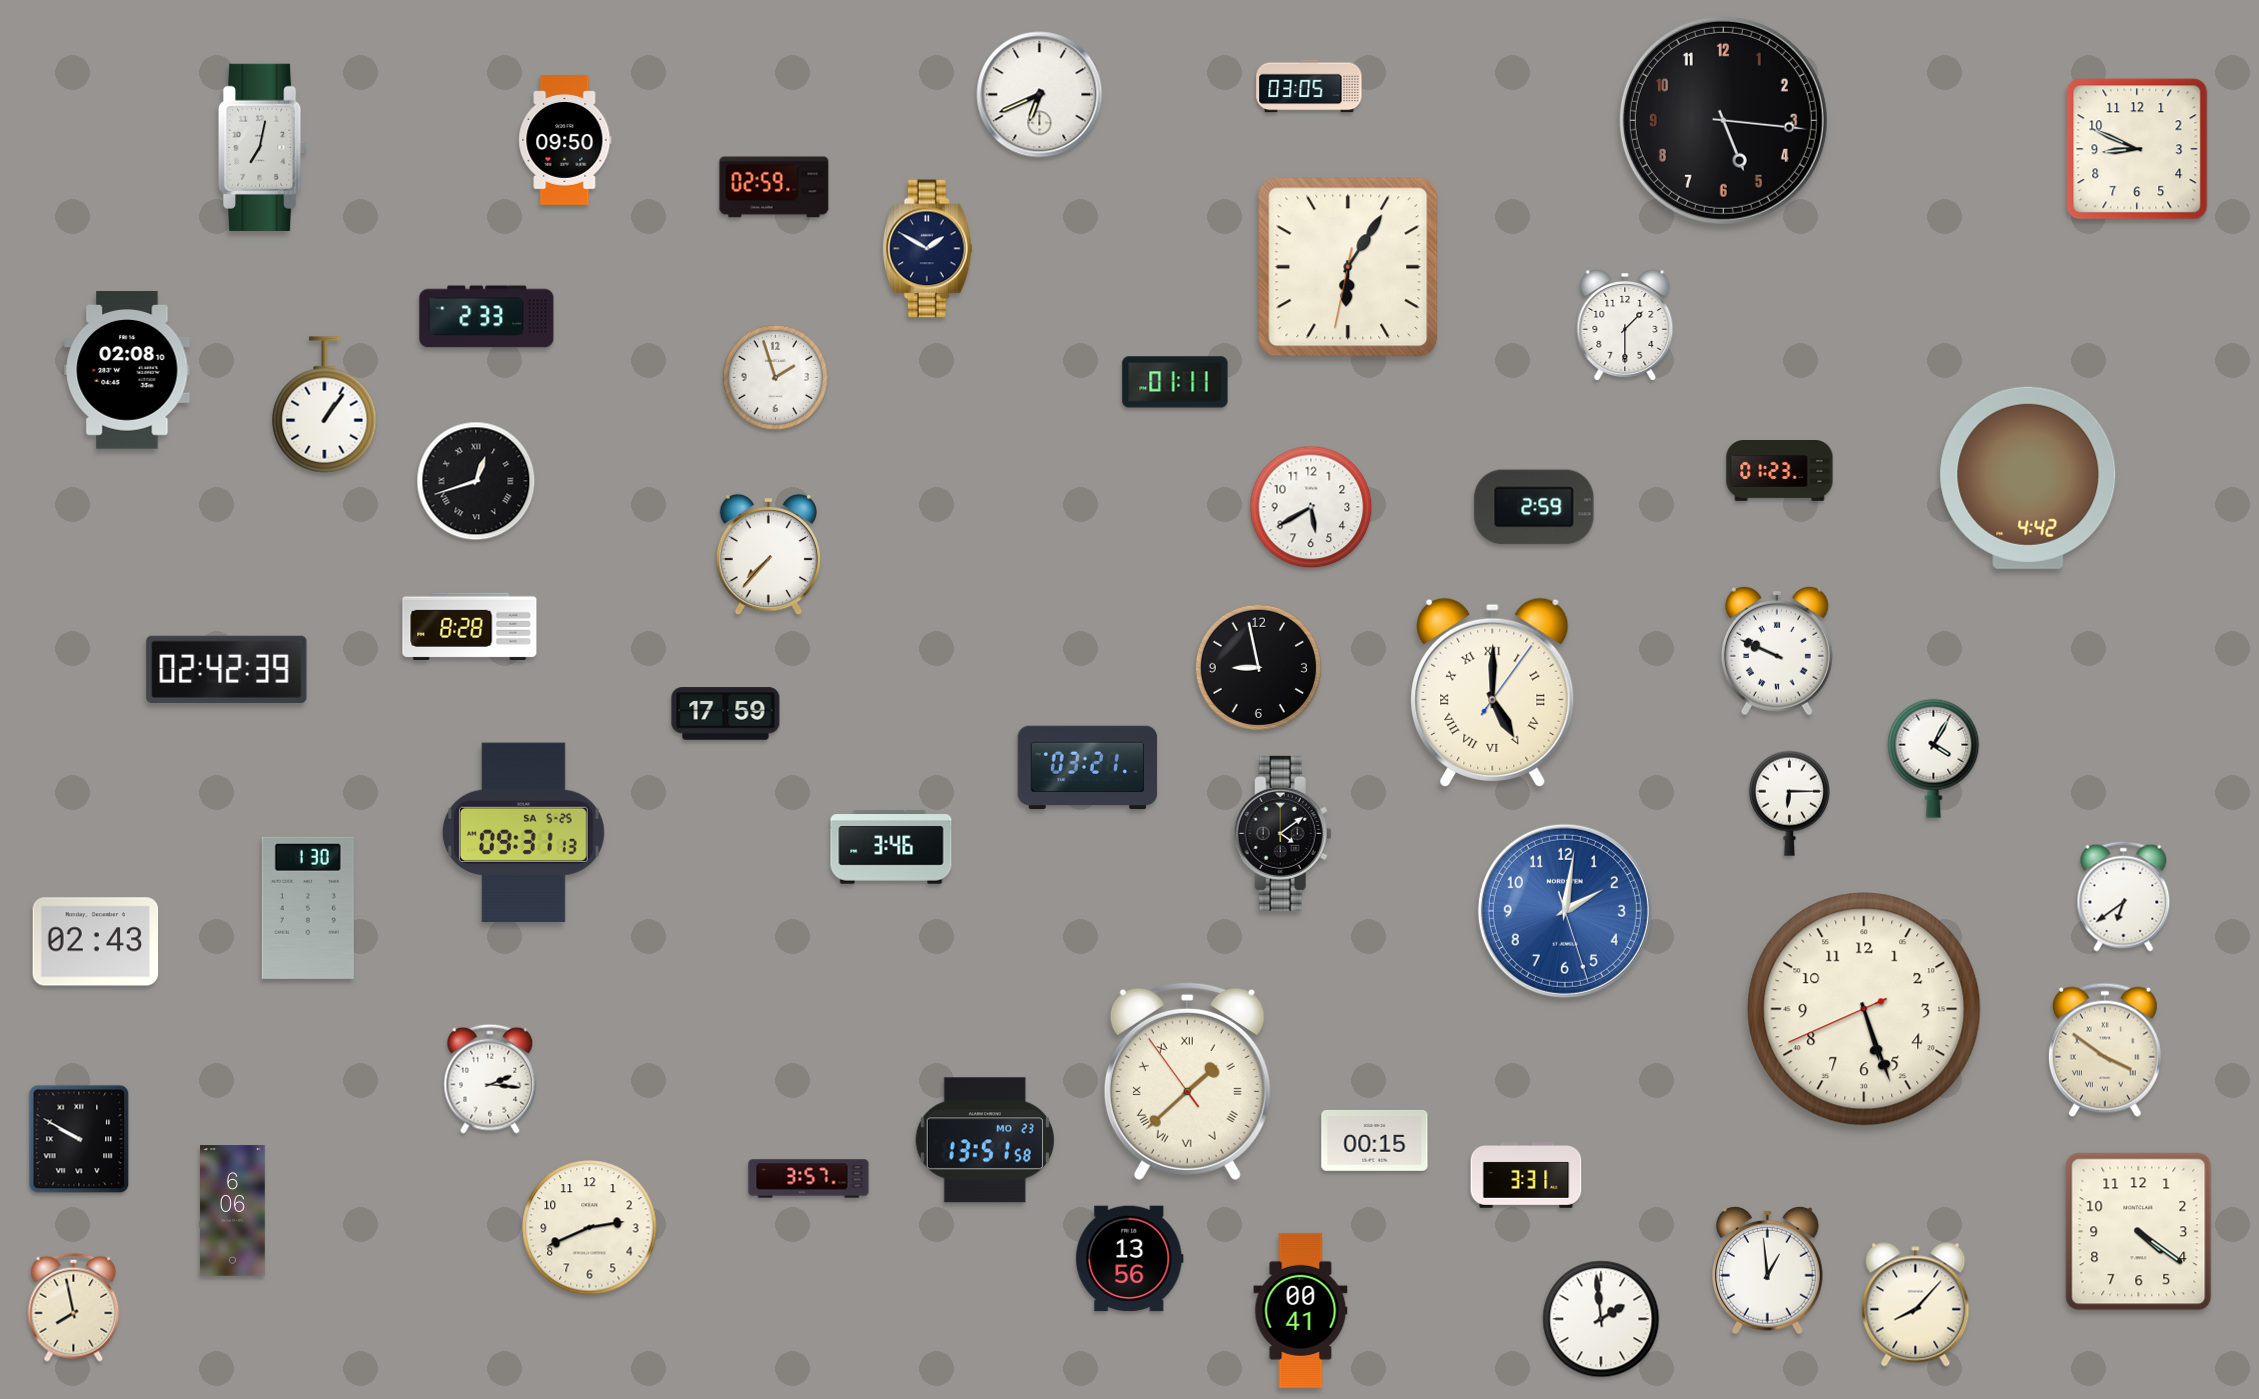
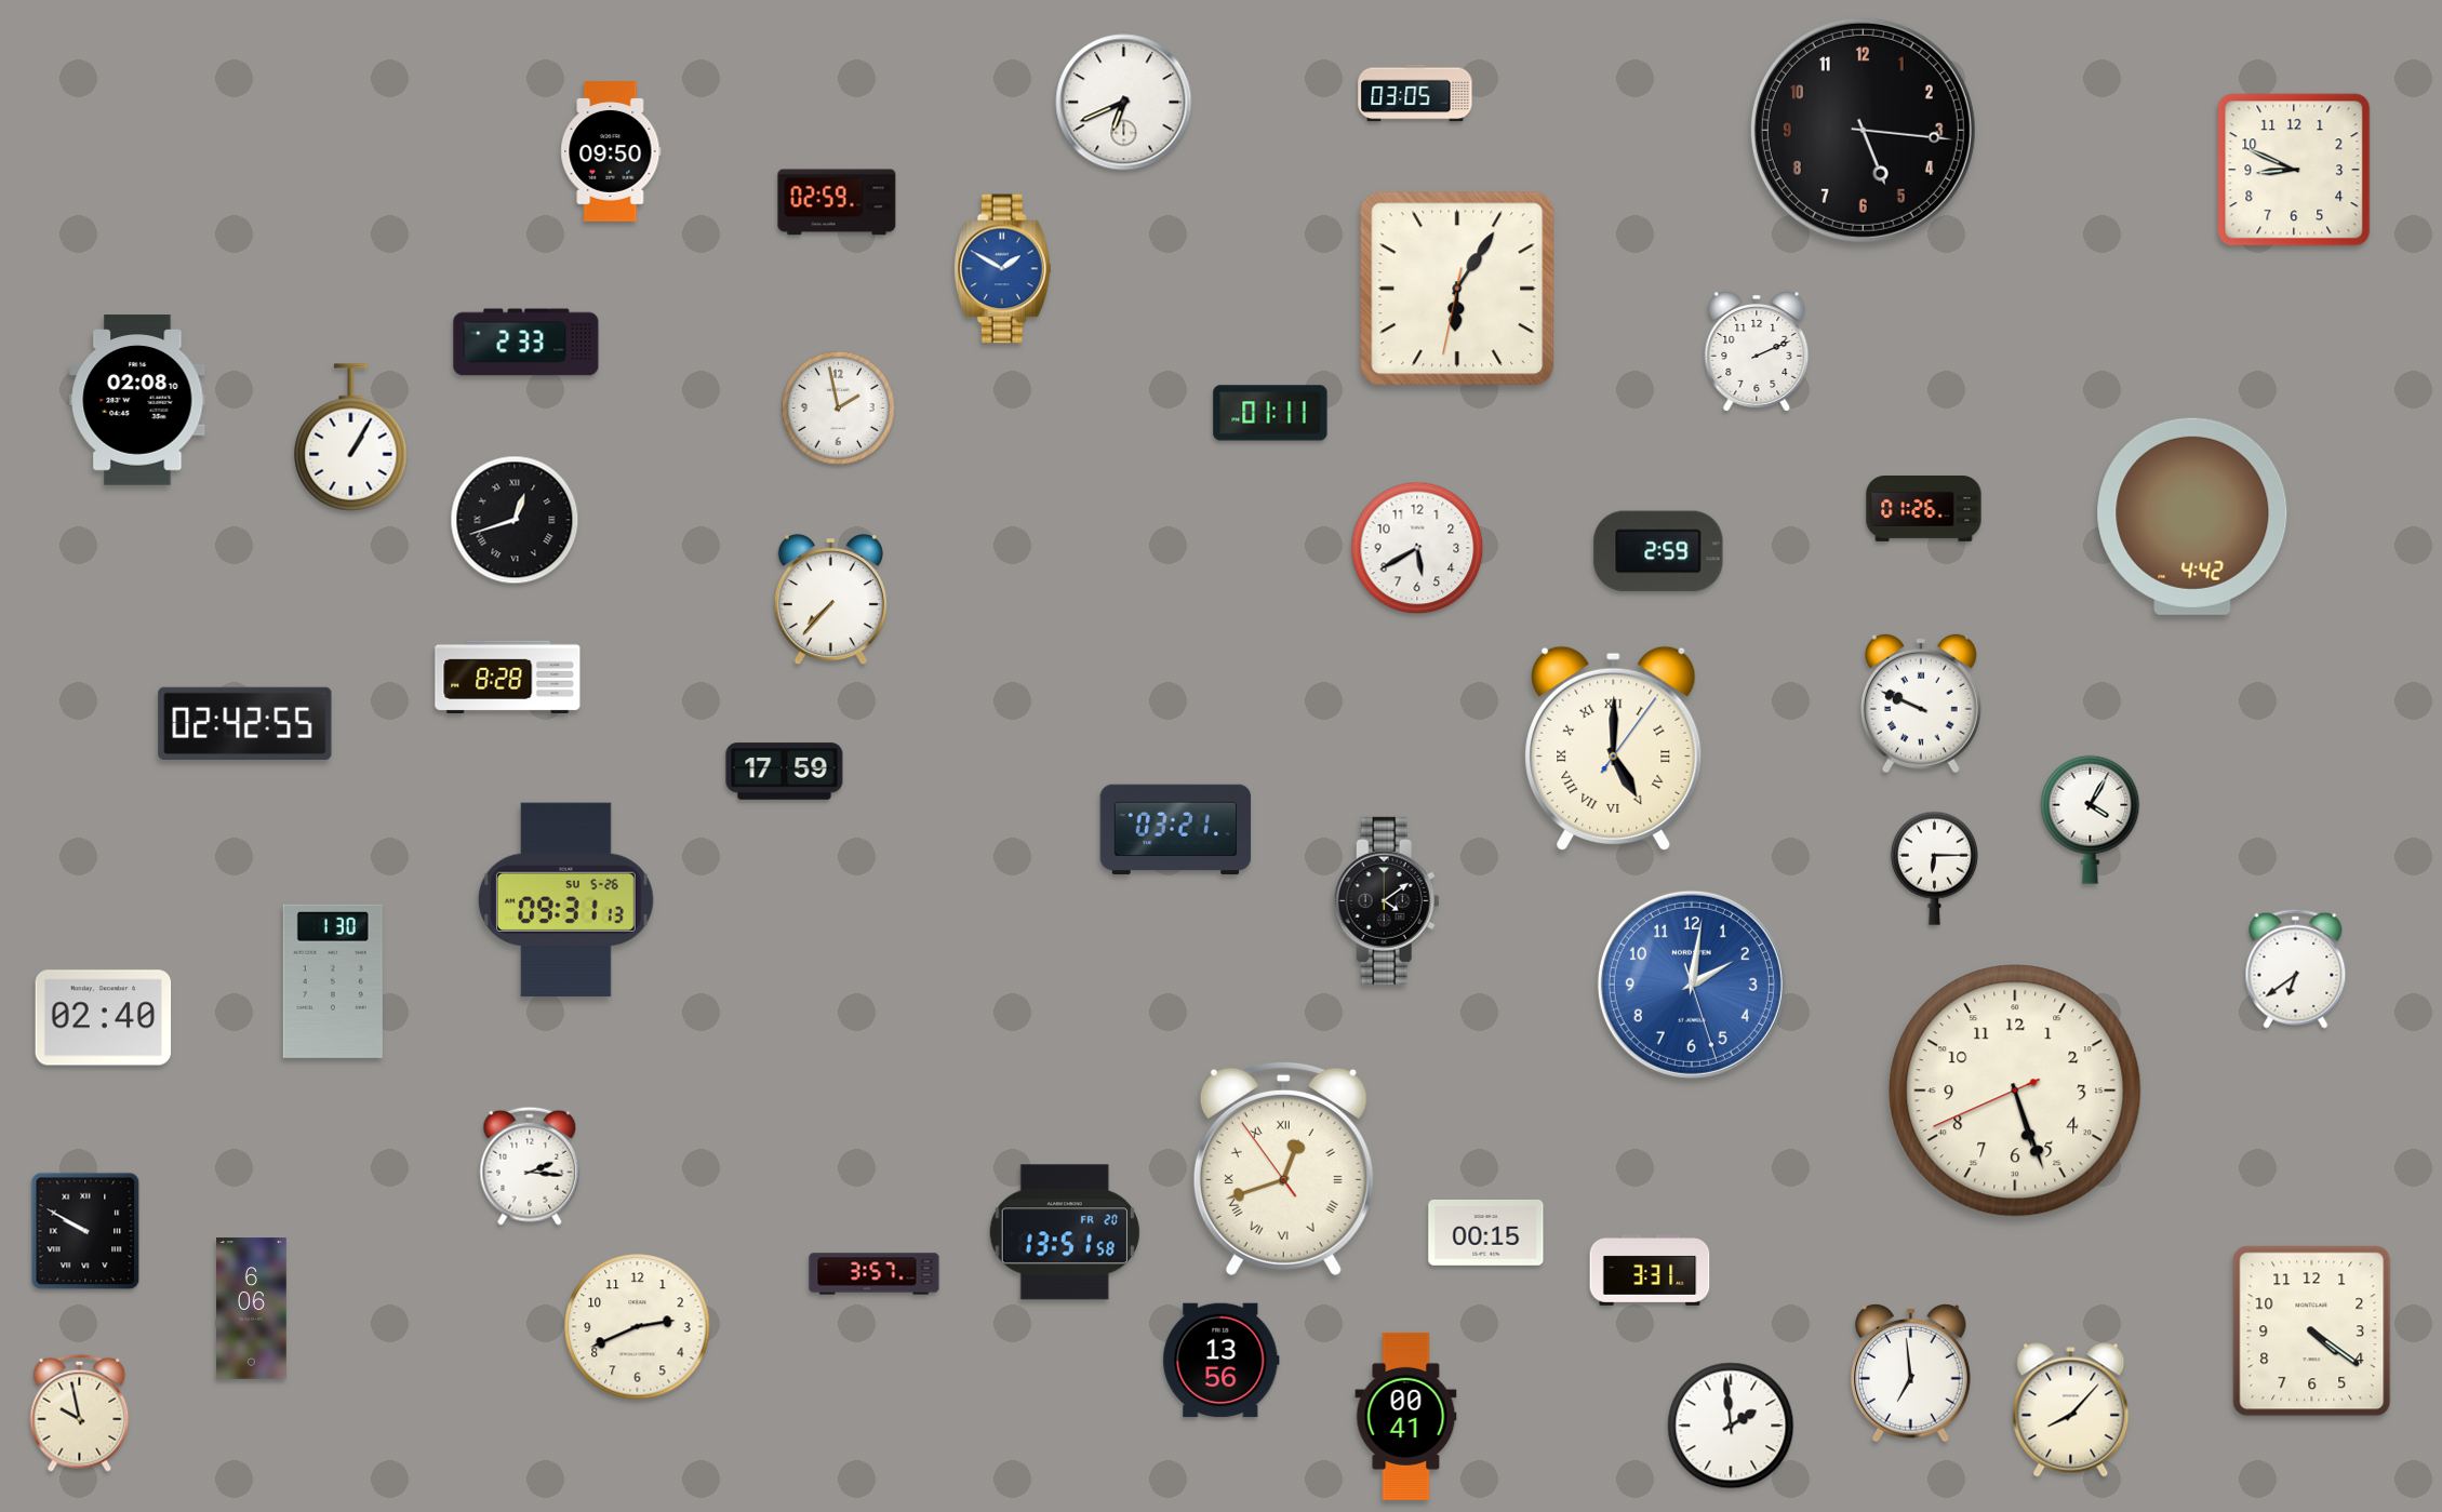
clock at (264, 147): 7:02 -> none
clock at (2137, 149) position: (2137, 149) -> (2294, 170)
clock at (927, 249) dial: navy -> blue
clock at (1625, 325): 1:30 -> 2:11
clock at (775, 377): 1:57 -> 1:58
clock at (325, 405): 1:06 -> 1:05
clock at (1780, 471): 01:23 -> 01:26
clock at (1534, 507) position: (1534, 507) -> (1658, 551)
clock at (1258, 667): 8:58 -> none
clock at (227, 669): 02:42:39 -> 02:42:55
clock at (523, 833) date: SA 5-25 -> SU 5-26
clock at (891, 847): 3:46 -> none
clock at (96, 942): 02:43 -> 02:40
clock at (2105, 1050): 3:51 -> none
clock at (1187, 1081): 1:37 -> 12:41
clock at (985, 1140) date: MO 23 -> FR 20
clock at (1768, 1270): 12:59 -> 6:59
clock at (74, 1307): 7:58 -> 9:58
